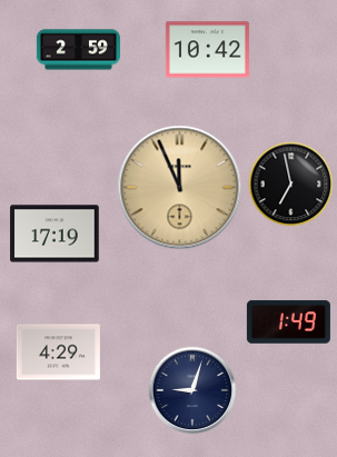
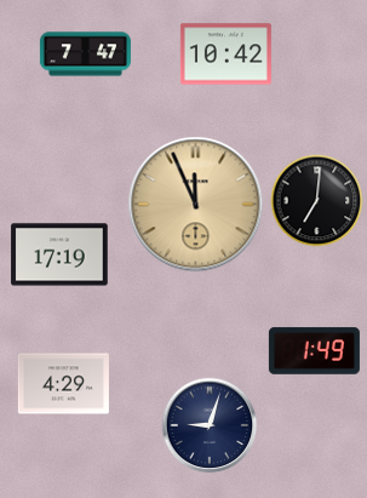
clock at (78, 50): 2:59 -> 7:47
clock at (291, 185): 6:58 -> 7:01
